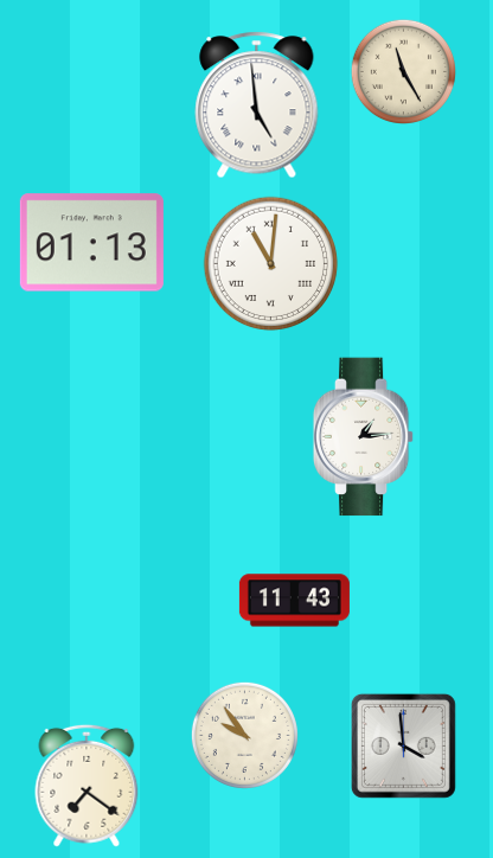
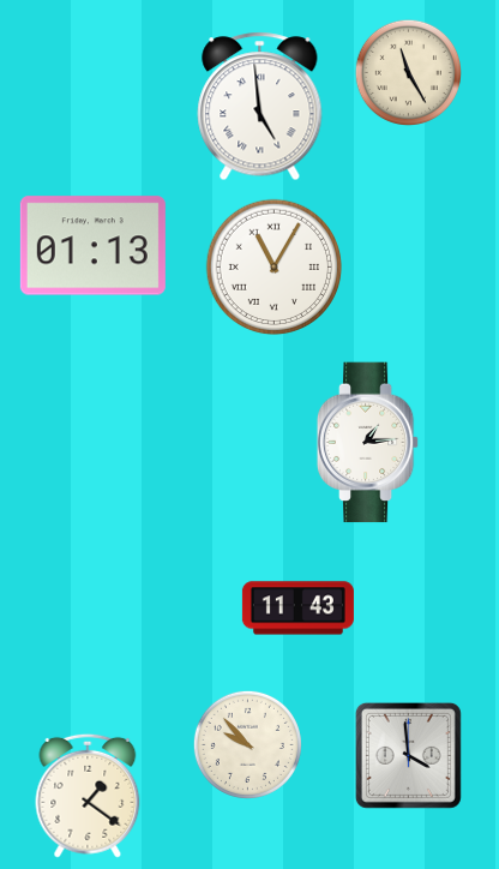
clock at (271, 264): 11:01 -> 11:05
clock at (244, 735): 9:54 -> 9:53
clock at (87, 786): 7:21 -> 1:21
